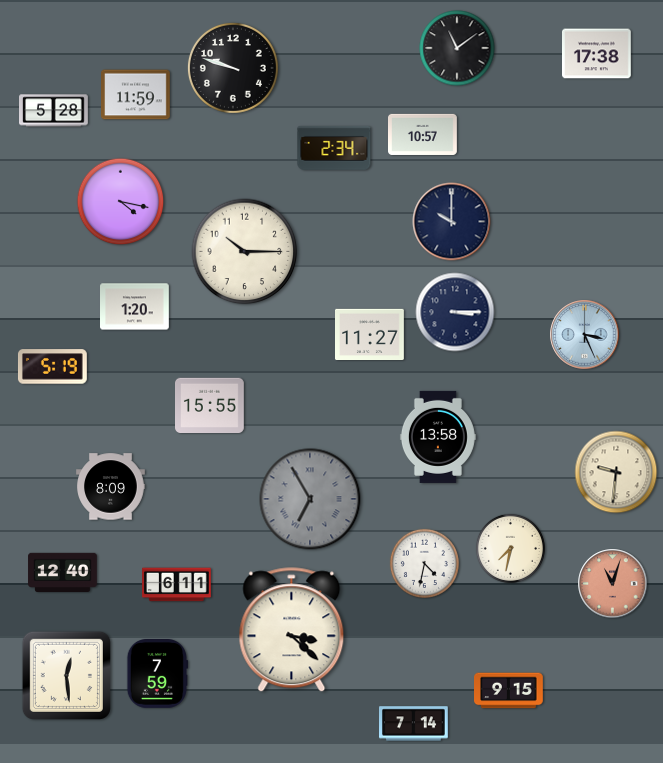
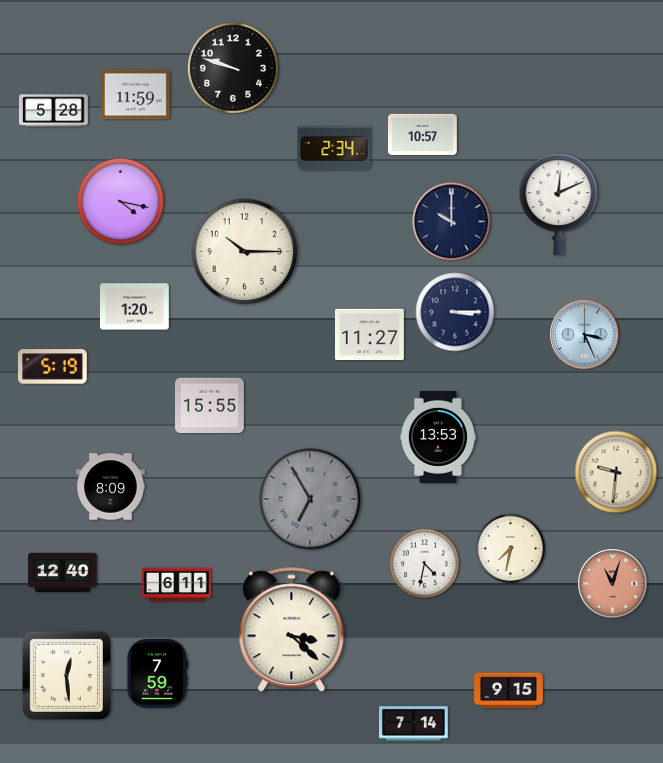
clock at (457, 48): 11:09 -> none
clock at (597, 54): 17:38 -> none
clock at (559, 205): none -> 12:11
clock at (438, 437): 13:58 -> 13:53
